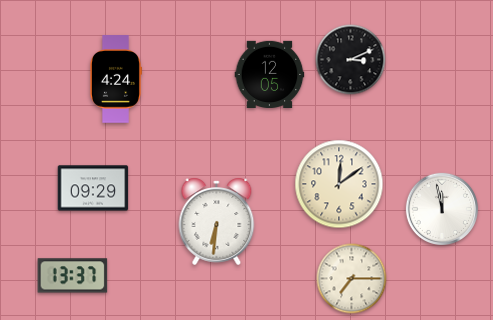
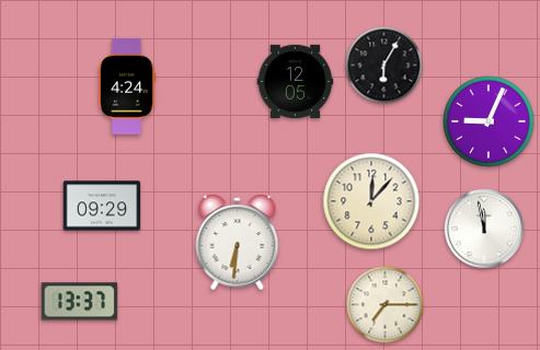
clock at (351, 60): 3:11 -> 6:05
clock at (489, 121): none -> 9:04
clock at (339, 184): 12:09 -> 12:07
